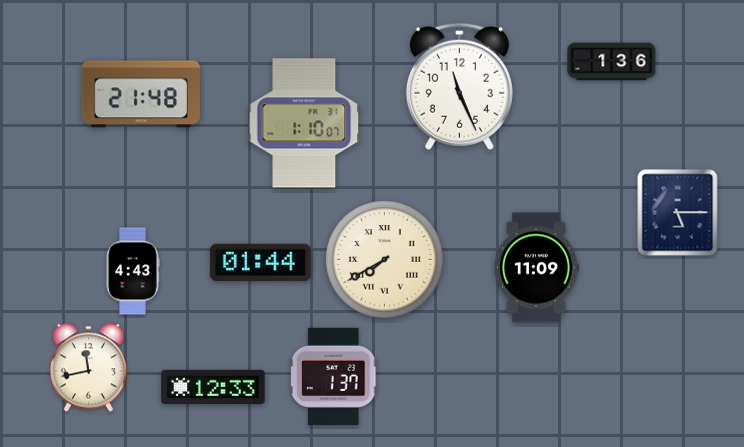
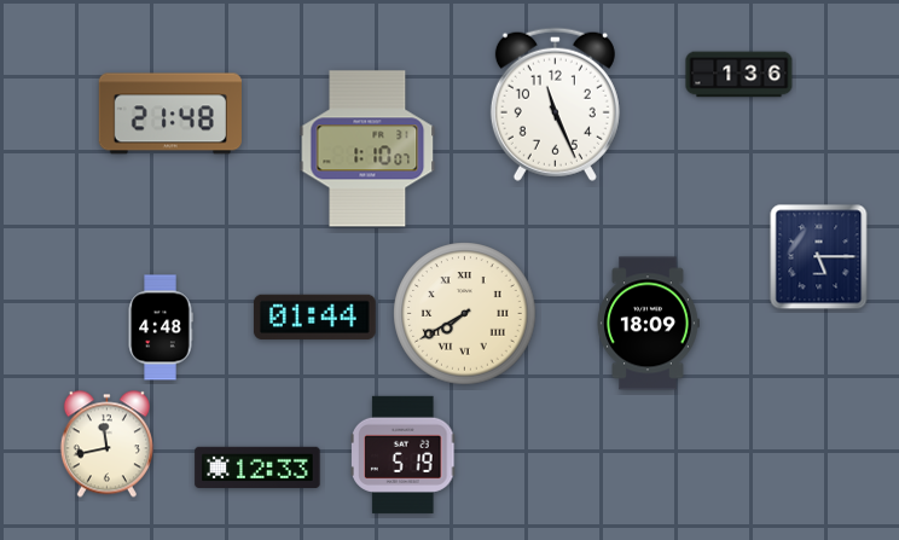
clock at (536, 268): 11:09 -> 18:09
clock at (133, 271): 4:43 -> 4:48
clock at (334, 376): 1:37 -> 5:19
